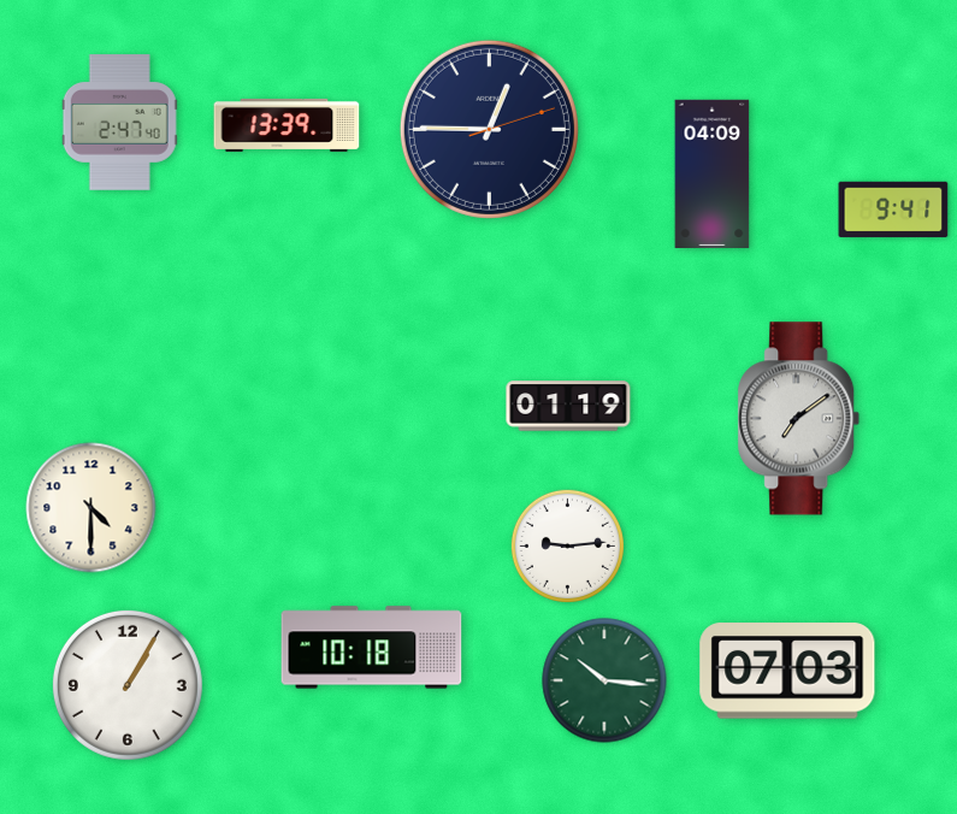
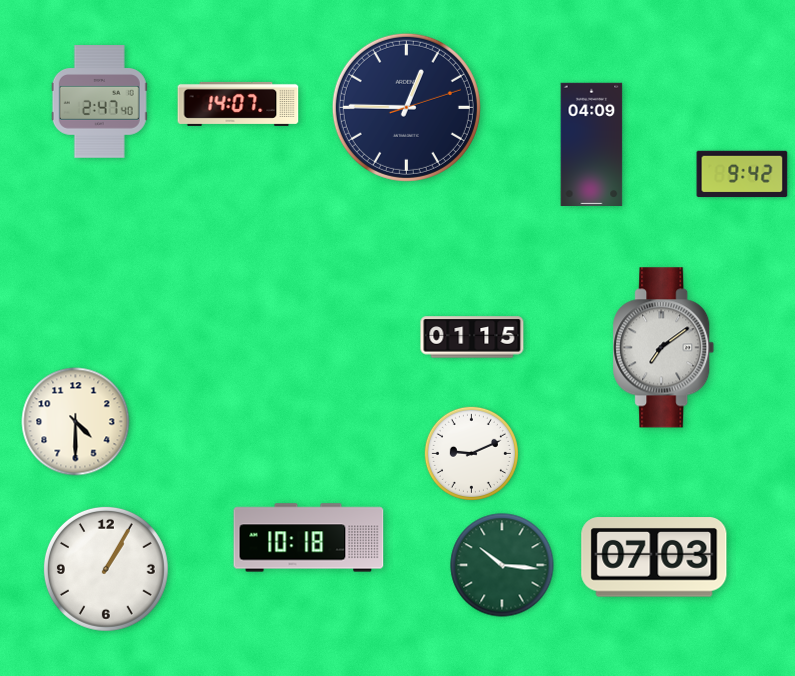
clock at (286, 125): 13:39 -> 14:07
clock at (893, 210): 9:41 -> 9:42
clock at (568, 406): 01:19 -> 01:15
clock at (567, 545): 9:14 -> 9:11
